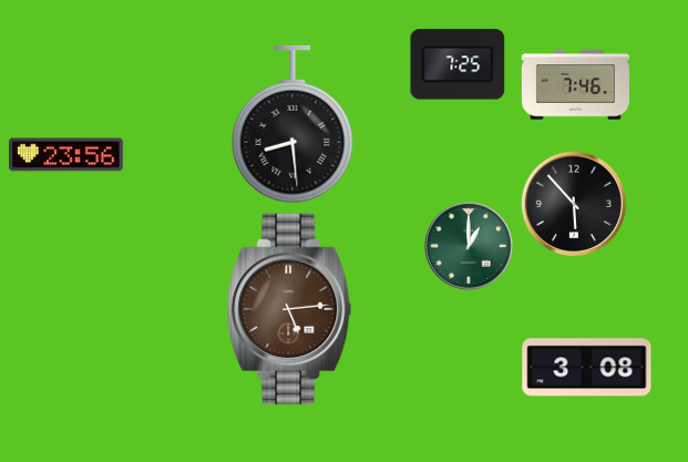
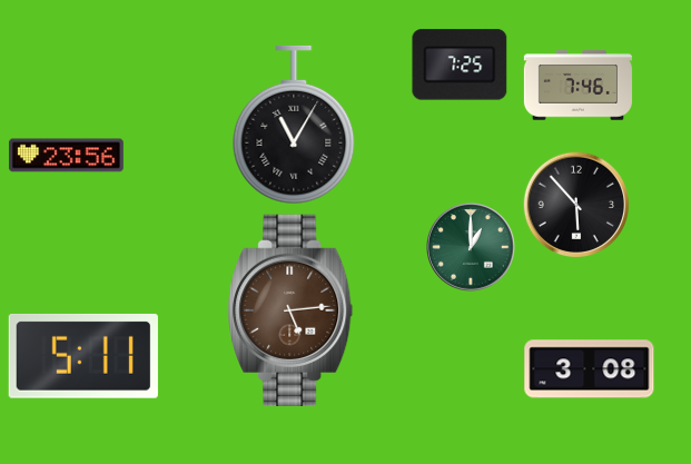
clock at (292, 124): 8:29 -> 11:05
clock at (83, 356): none -> 5:11
